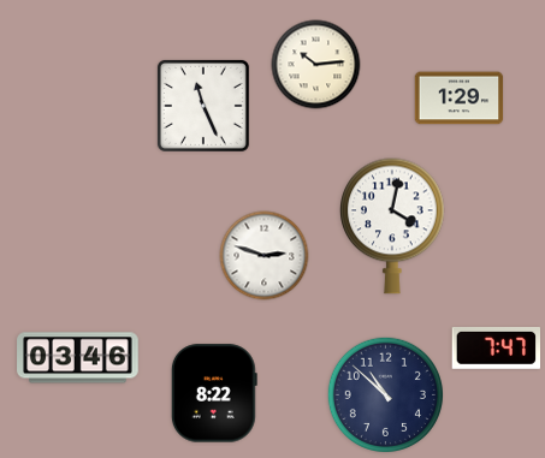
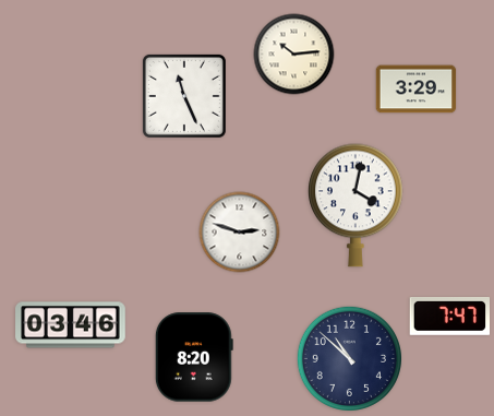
clock at (316, 65) position: (316, 65) -> (294, 55)
clock at (460, 99): 1:29 -> 3:29
clock at (214, 393): 8:22 -> 8:20
